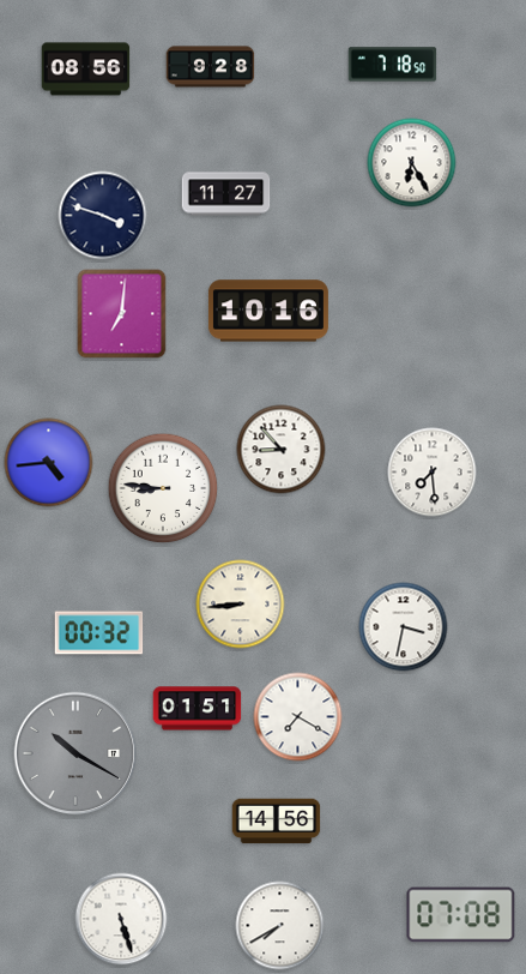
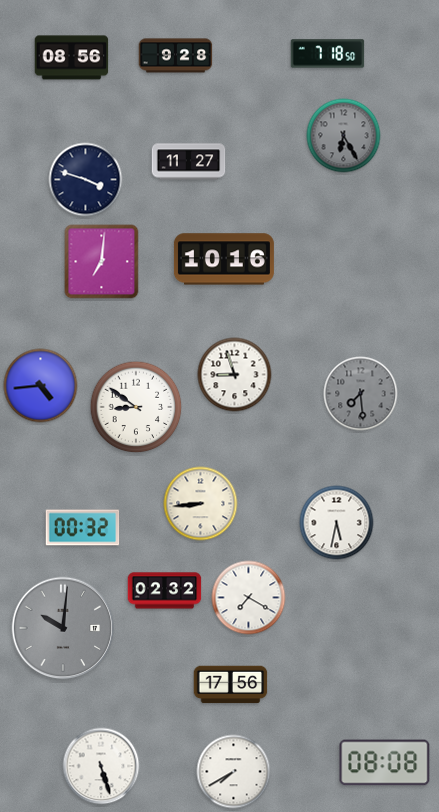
clock at (412, 163) dial: white -> grey
clock at (282, 450): 8:53 -> 8:57
clock at (433, 473) dial: white -> grey
clock at (163, 488): 8:46 -> 8:51
clock at (404, 627): 3:32 -> 5:32
clock at (198, 709): 01:51 -> 02:32
clock at (75, 753): 10:20 -> 10:01
clock at (277, 822): 14:56 -> 17:56
clock at (461, 915): 07:08 -> 08:08
